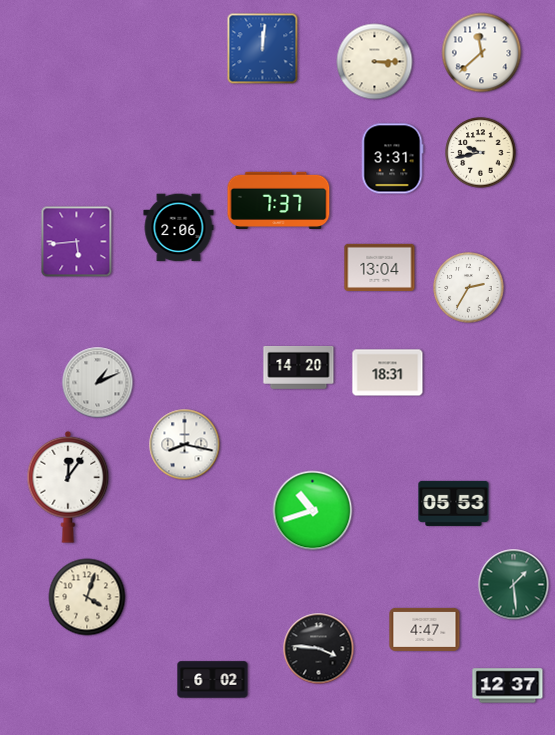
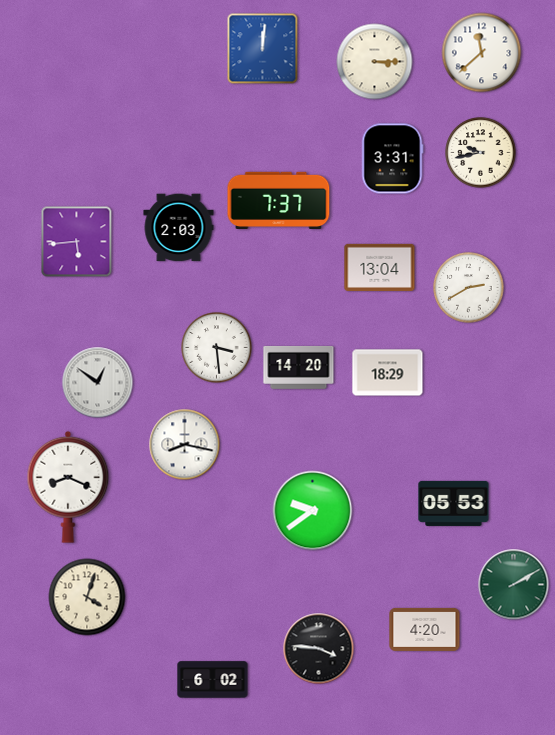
clock at (179, 228): 2:06 -> 2:03
clock at (469, 288): 2:35 -> 2:40
clock at (217, 348): none -> 3:29
clock at (388, 373): 18:31 -> 18:29
clock at (98, 383): 1:11 -> 12:51
clock at (68, 487): 12:06 -> 8:19
clock at (313, 511): 10:42 -> 9:39
clock at (514, 585): 1:29 -> 2:10
clock at (425, 629): 4:47 -> 4:20
clock at (508, 686): 12:37 -> none
